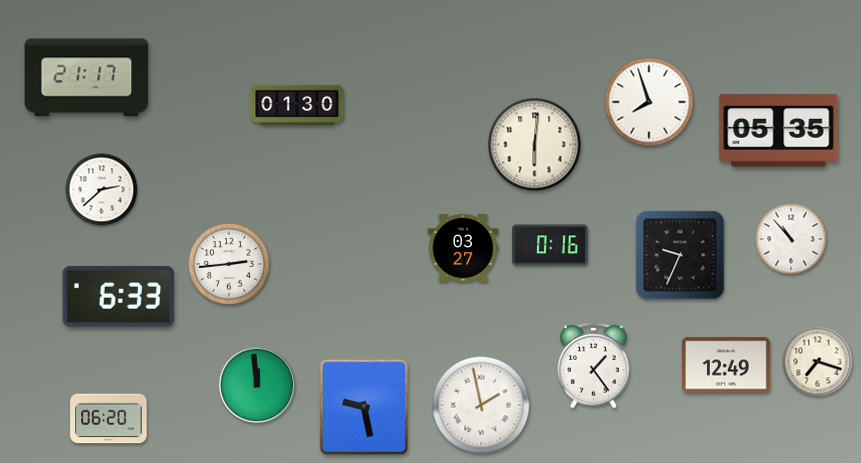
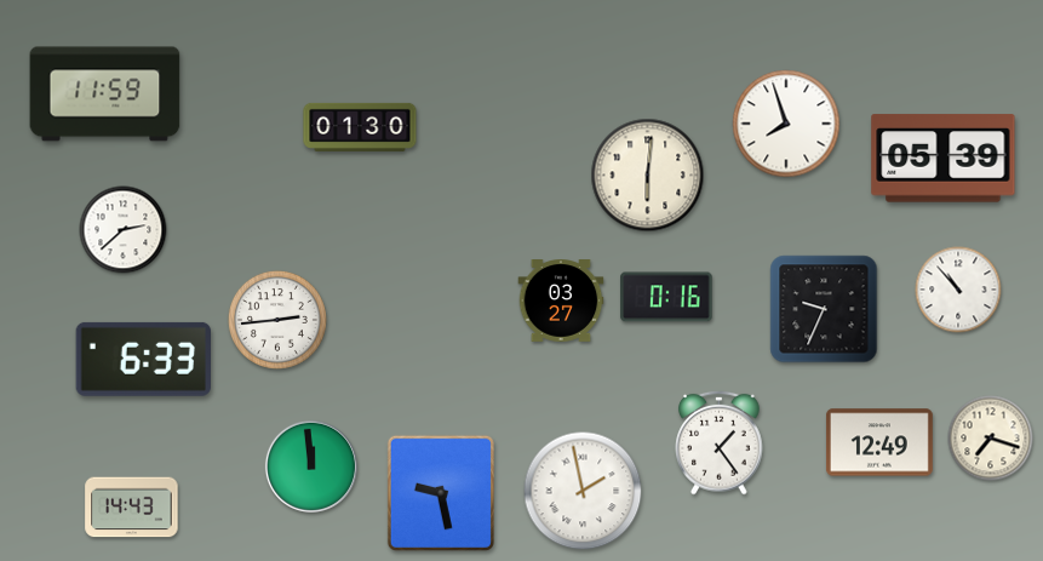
clock at (87, 78): 21:17 -> 11:59
clock at (779, 131): 05:35 -> 05:39
clock at (109, 419): 06:20 -> 14:43
